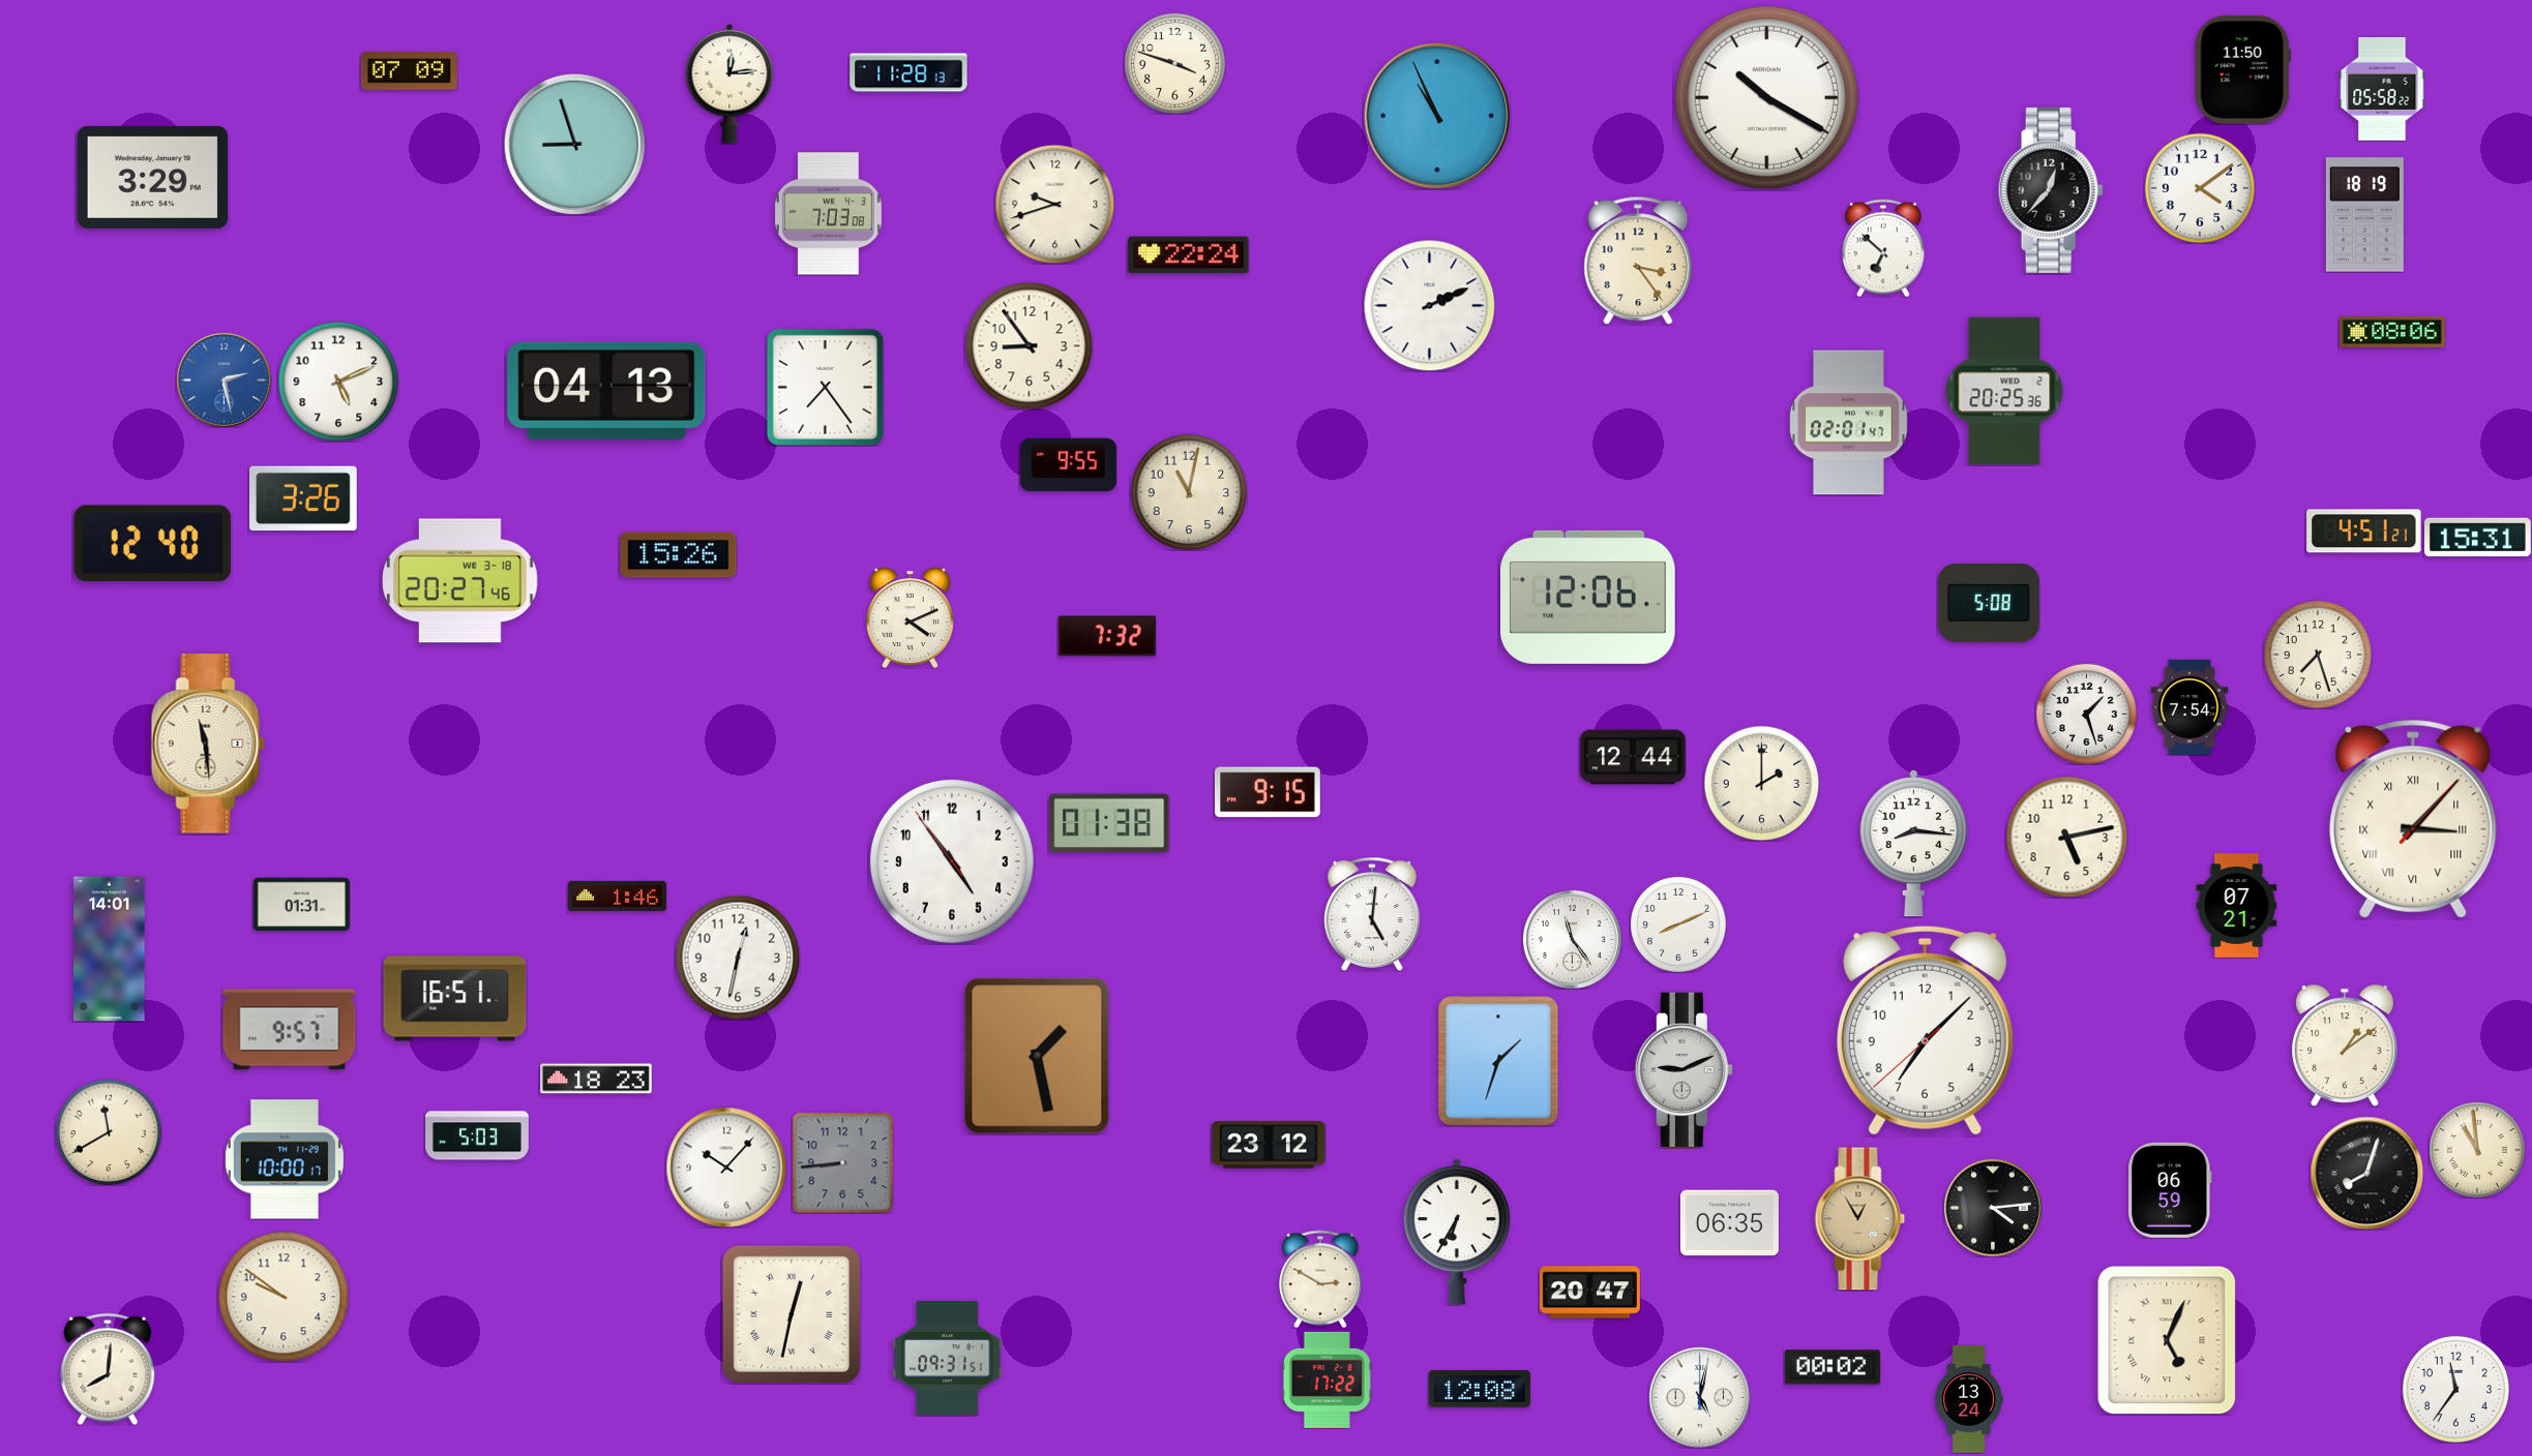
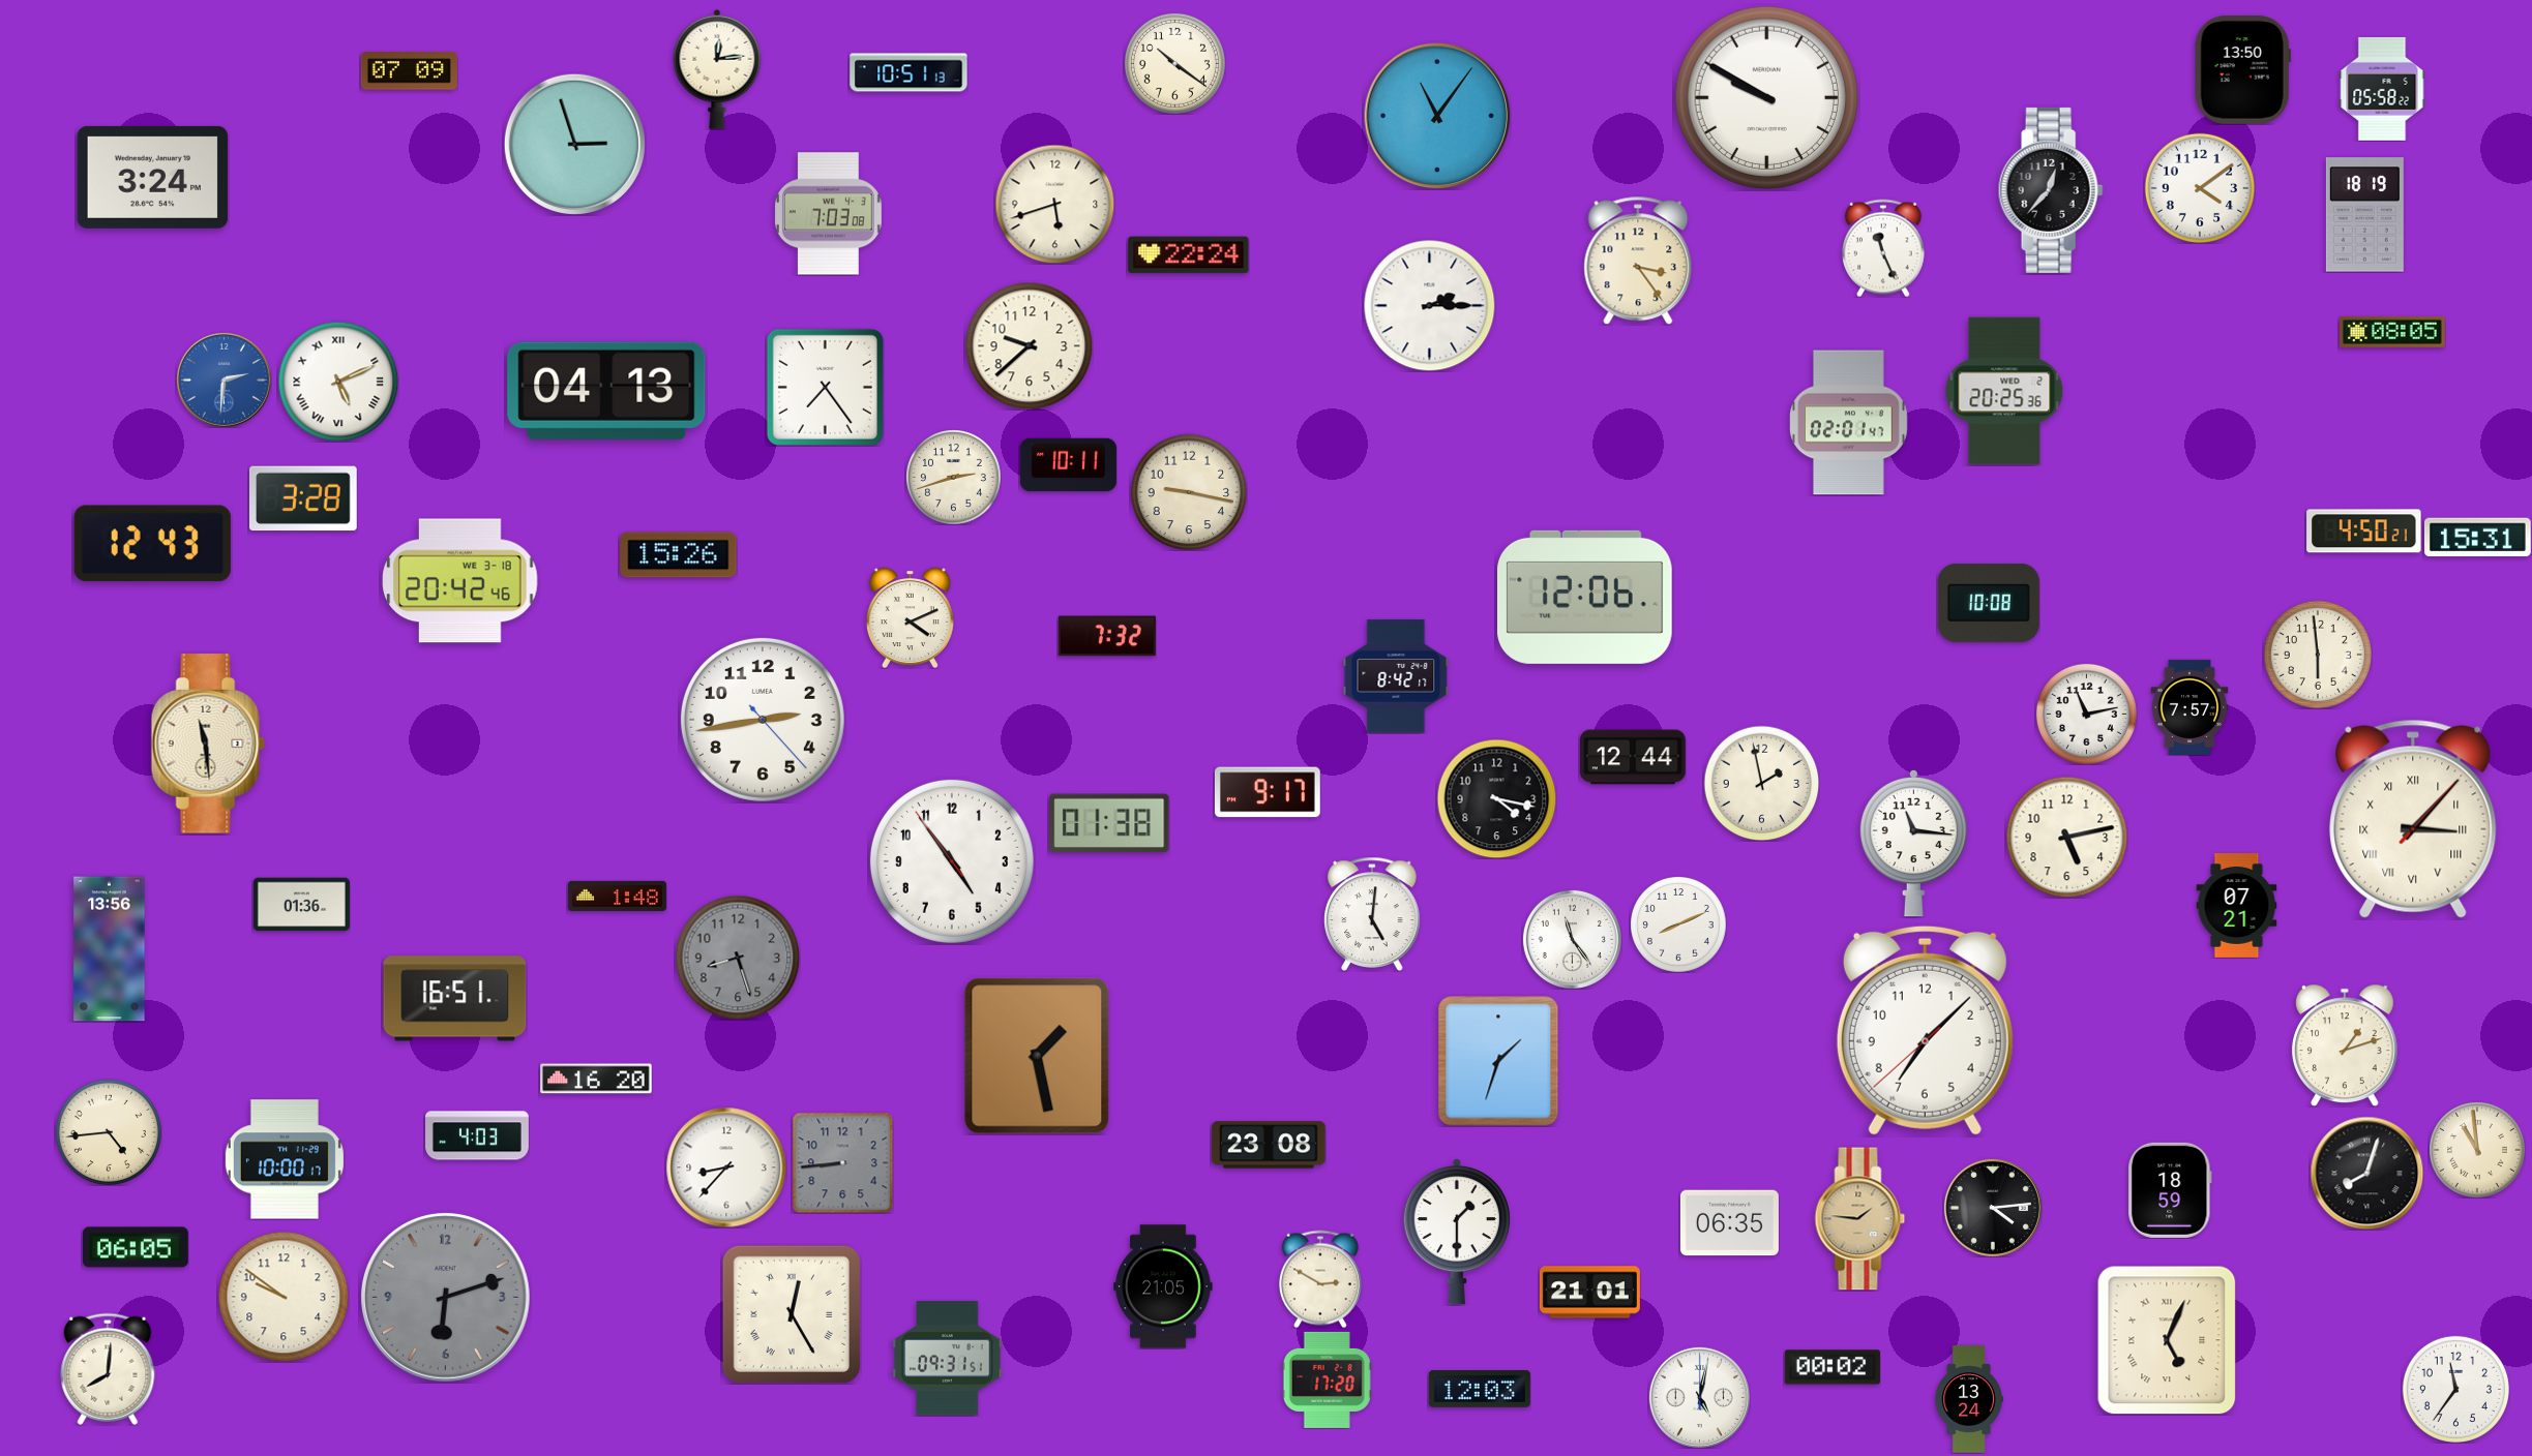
clock at (1174, 63): 3:48 -> 10:21
clock at (2242, 70): 11:50 -> 13:50
clock at (908, 72): 11:28 -> 10:51
clock at (729, 84) position: (729, 84) -> (717, 69)
clock at (1767, 98): 10:20 -> 9:50
clock at (1437, 116): 10:56 -> 11:06
clock at (574, 144): 8:57 -> 2:57
clock at (153, 177): 3:29 -> 3:24
clock at (1054, 204): 9:42 -> 5:42
clock at (1883, 248): 6:52 -> 11:26
clock at (1429, 305): 2:11 -> 2:15
clock at (2393, 332): 08:06 -> 08:05
clock at (1029, 345): 8:54 -> 9:38
clock at (224, 380): 2:28 -> 2:31
clock at (338, 382) numerals: Arabic -> Roman
clock at (1068, 465): 9:55 -> 10:11
clock at (954, 478): none -> 2:42
clock at (1189, 492): 11:02 -> 9:17
clock at (303, 498): 3:26 -> 3:28
clock at (2364, 532): 4:51 -> 4:50
clock at (152, 544): 12:40 -> 12:43
clock at (460, 581): 20:27 -> 20:42
clock at (1588, 597) position: (1588, 597) -> (1585, 597)
clock at (1989, 603): 5:08 -> 10:08
clock at (2318, 655): 7:27 -> 5:59
clock at (1396, 676): none -> 8:42
clock at (2190, 707): 7:54 -> 7:57
clock at (2086, 714): 1:27 -> 11:13
clock at (763, 720): none -> 2:43
clock at (1761, 783): 2:00 -> 1:58
clock at (1268, 792): 9:15 -> 9:17
clock at (1496, 798): none -> 4:17
clock at (1913, 843): 8:16 -> 11:16
clock at (617, 896): 1:46 -> 1:48
clock at (301, 905): 01:31 -> 01:36
clock at (110, 949): 14:01 -> 13:56
clock at (738, 958): 12:32 -> 8:27
clock at (738, 958) dial: white -> grey
clock at (290, 1030): 9:57 -> none
clock at (2345, 1045): 1:09 -> 1:12
clock at (1684, 1069): 9:11 -> none
clock at (596, 1079): 18:23 -> 16:20
clock at (109, 1132): 11:40 -> 4:44
clock at (478, 1135): 5:03 -> 4:03
clock at (1269, 1145): 23:12 -> 23:08
clock at (726, 1167): 10:07 -> 8:37
clock at (2170, 1190): 06:59 -> 18:59
clock at (1860, 1219): 12:55 -> 1:46
clock at (1457, 1232): 6:35 -> 1:30
clock at (137, 1247): none -> 06:05
clock at (1163, 1286): none -> 21:05
clock at (1589, 1293): 20:47 -> 21:01
clock at (446, 1298): none -> 6:12
clock at (792, 1314): 12:32 -> 12:25
clock at (1327, 1379): 17:22 -> 17:20
clock at (1480, 1389): 12:08 -> 12:03
